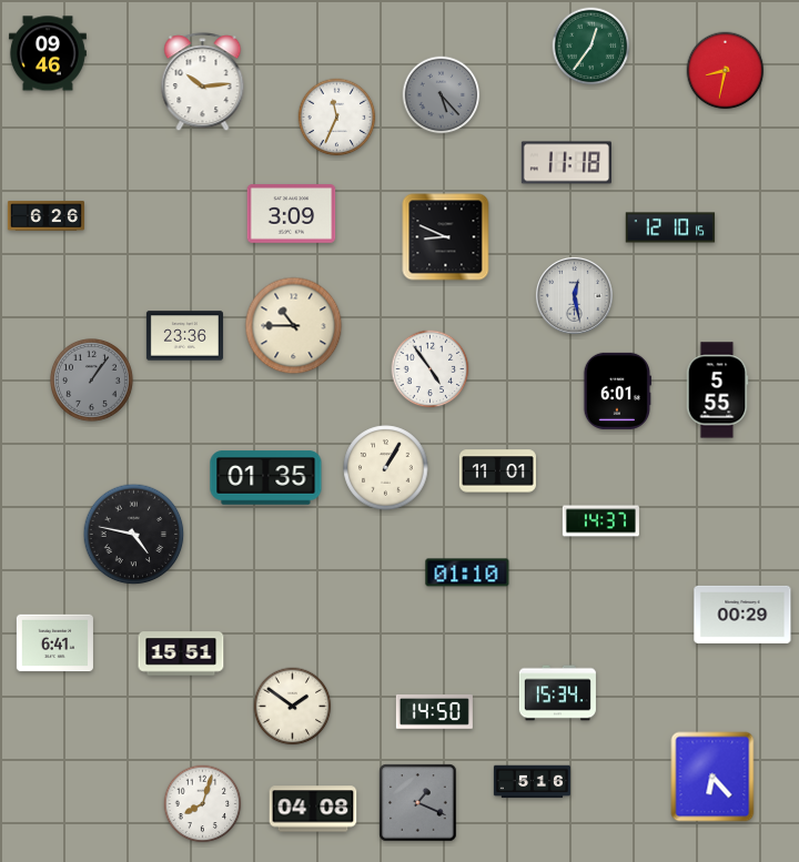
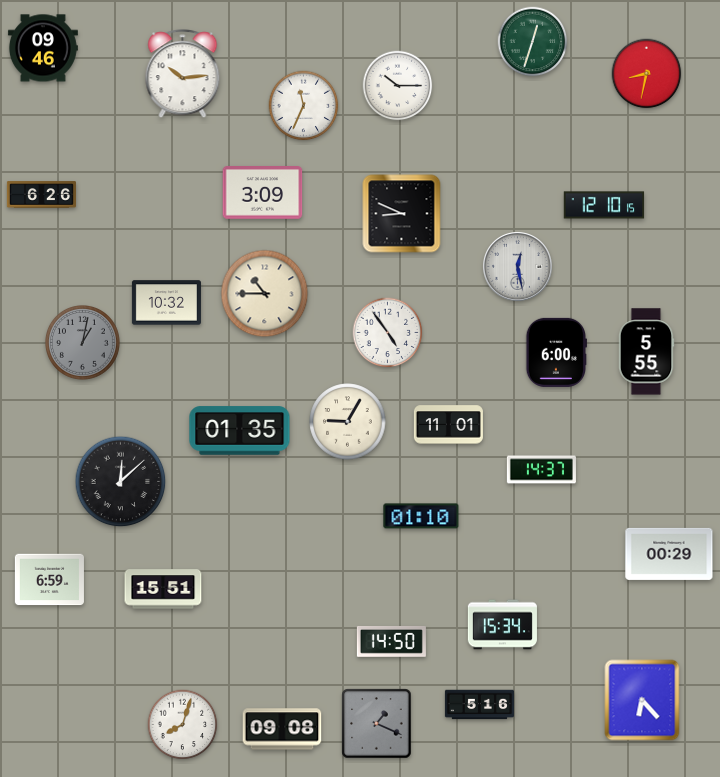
clock at (591, 47): 12:36 -> 12:33
clock at (726, 71) position: (726, 71) -> (647, 74)
clock at (442, 95): 5:23 -> 10:15
clock at (442, 95) dial: grey -> white
clock at (566, 163): 11:18 -> none
clock at (184, 336): 23:36 -> 10:32
clock at (92, 381): 1:06 -> 1:02
clock at (617, 391): 6:01 -> 6:00
clock at (386, 468): 1:05 -> 9:05
clock at (134, 535): 4:47 -> 12:08
clock at (54, 643): 6:41 -> 6:59
clock at (293, 707): 1:51 -> none
clock at (313, 809): 04:08 -> 09:08
